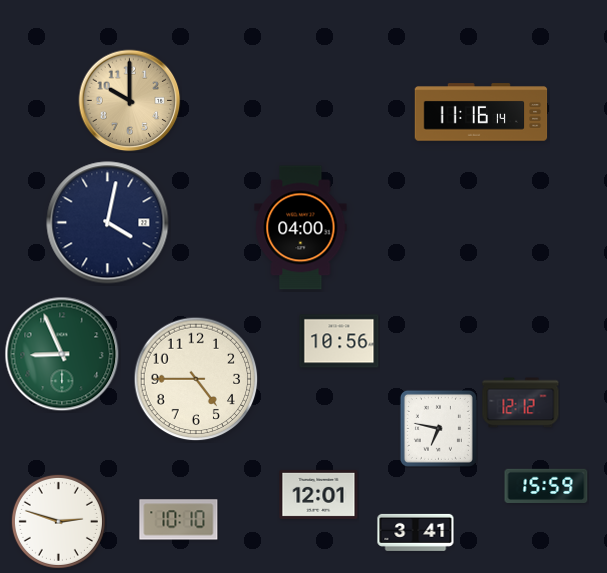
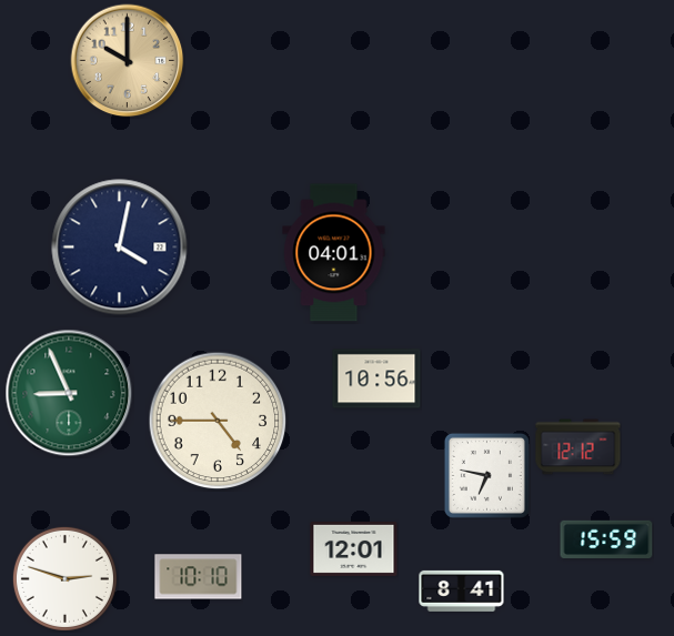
clock at (130, 101) position: (130, 101) -> (128, 61)
clock at (481, 112): 11:16 -> none
clock at (301, 228): 04:00 -> 04:01
clock at (416, 532): 3:41 -> 8:41
